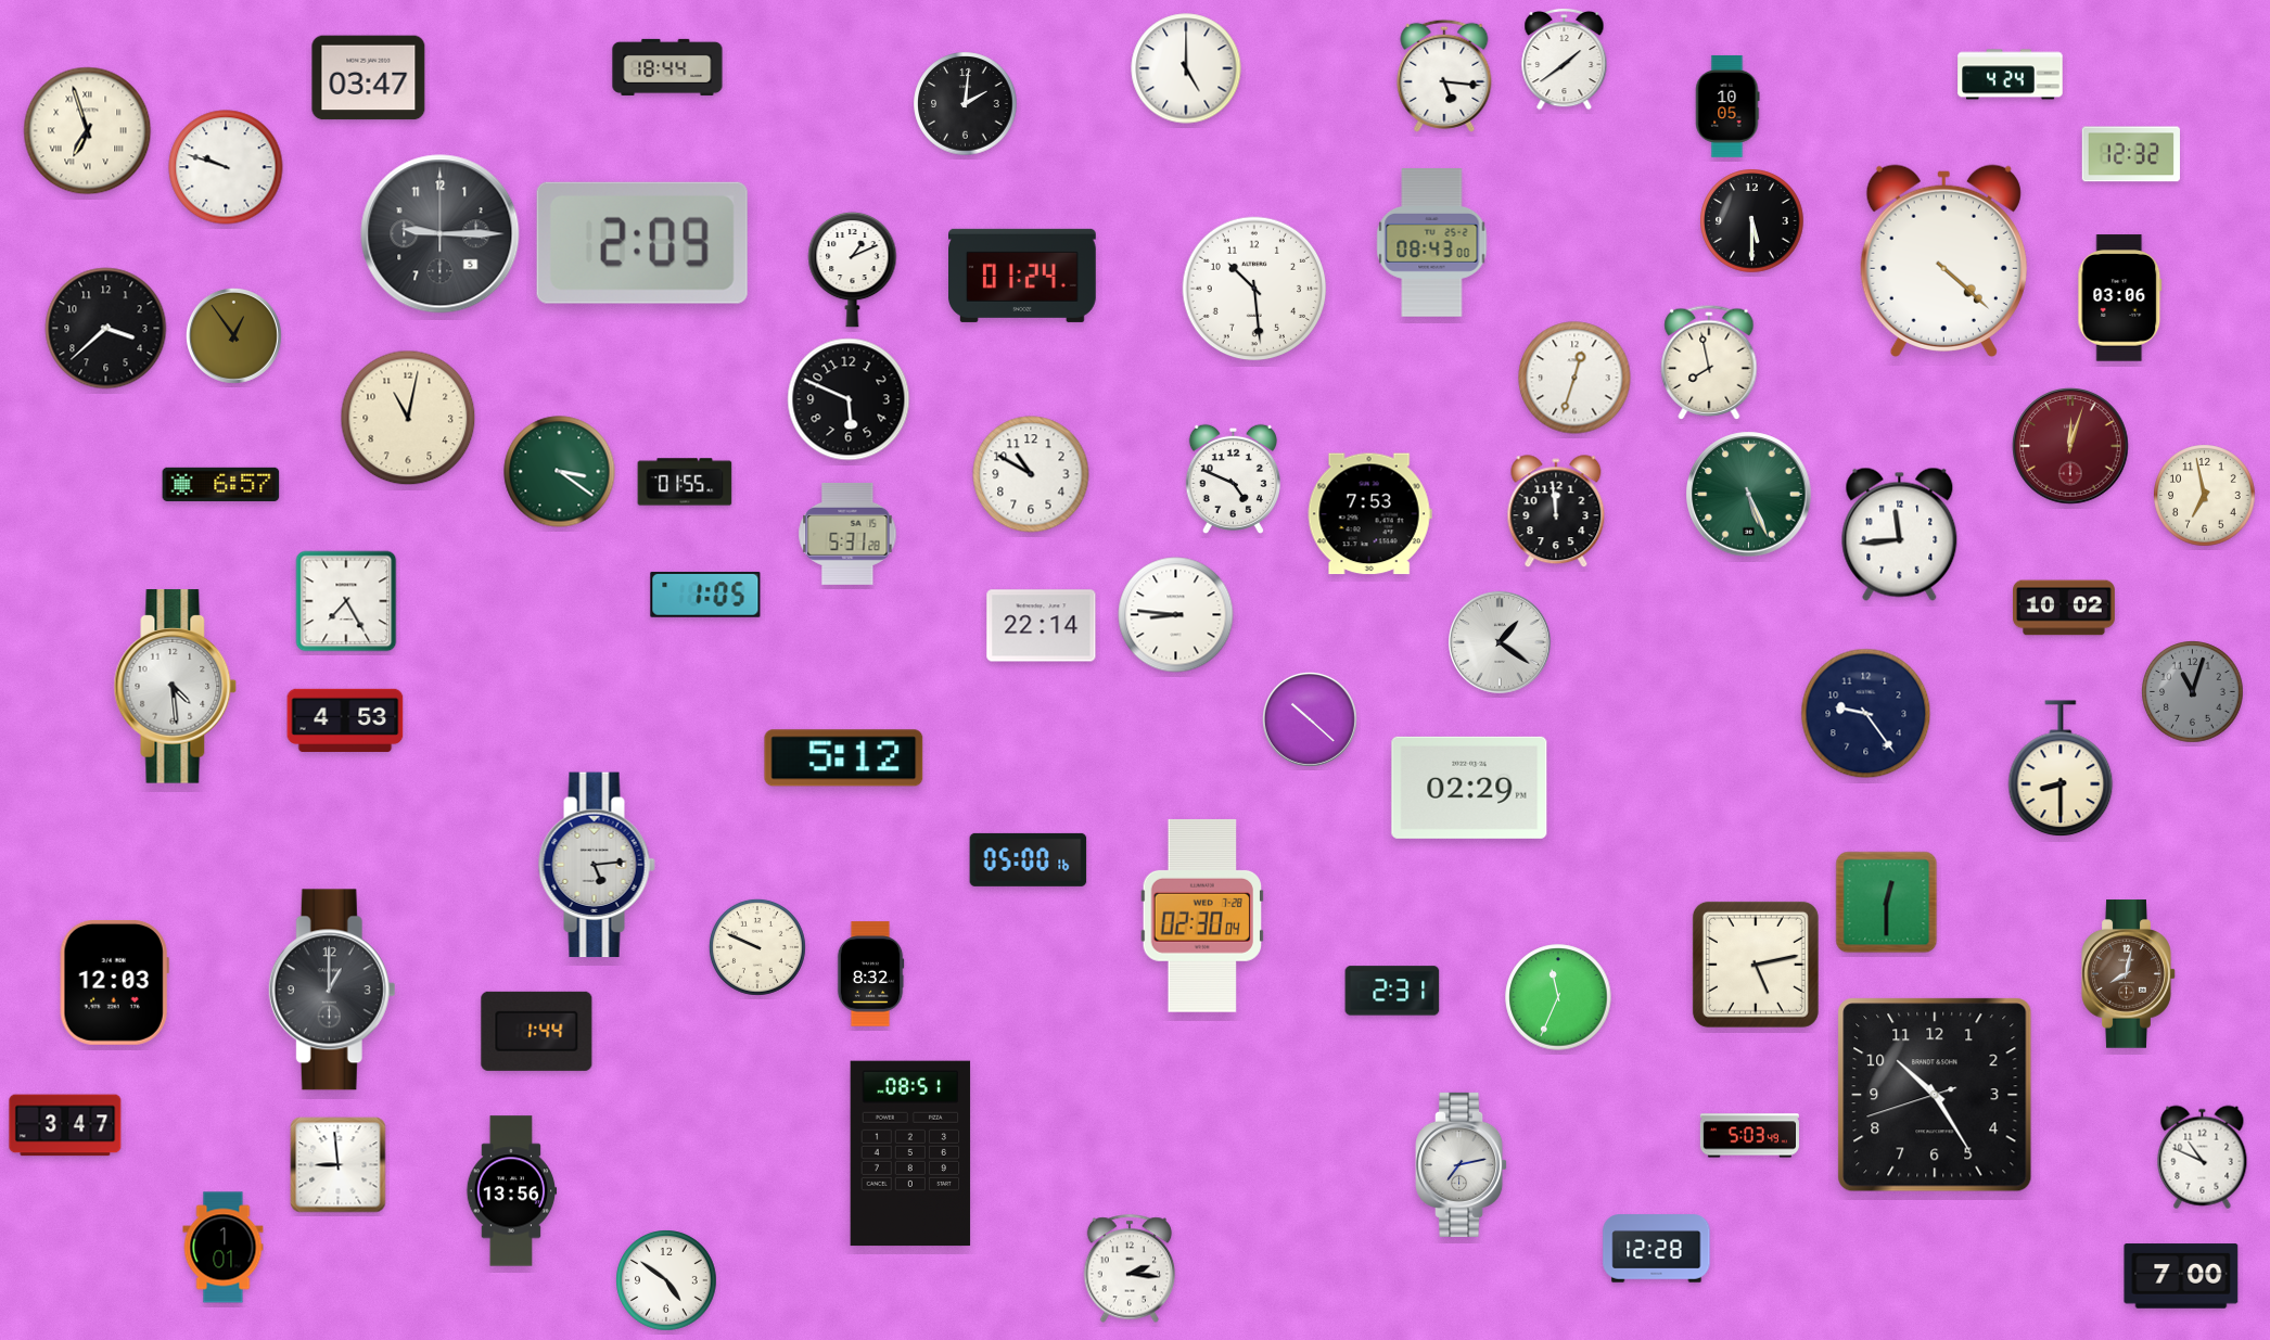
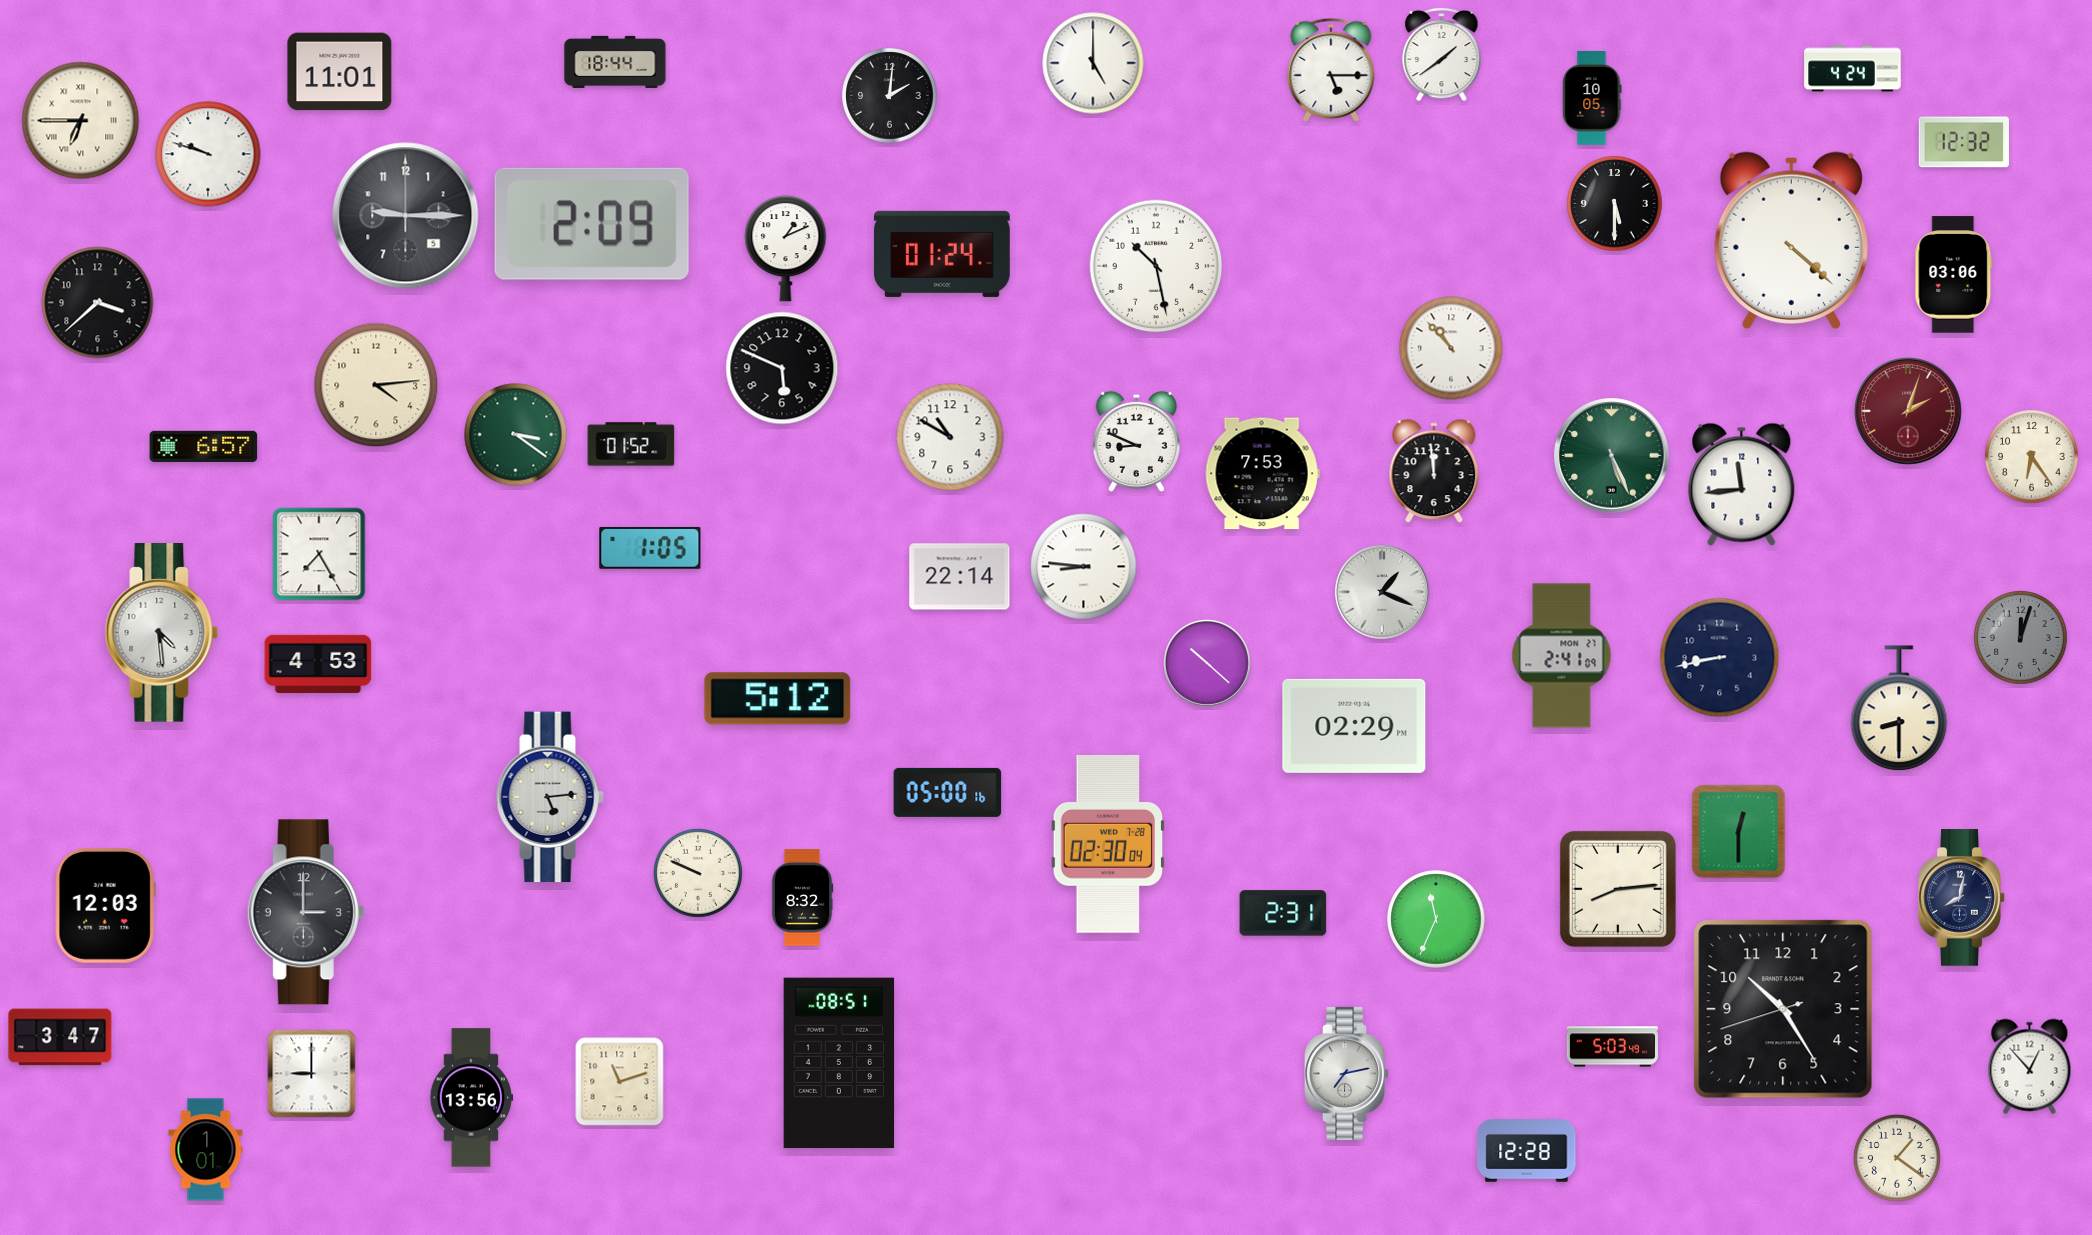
clock at (1444, 76): 5:16 -> 5:15
clock at (369, 78): 03:47 -> 11:01
clock at (88, 131): 6:57 -> 6:45
clock at (1432, 243): 08:43 -> none
clock at (1254, 289): 10:29 -> 10:28
clock at (233, 335): 12:54 -> none
clock at (1709, 362): 7:58 -> none
clock at (1574, 378): 12:33 -> 10:53
clock at (408, 418): 11:02 -> 4:14
clock at (2070, 446): 12:03 -> 2:03
clock at (1233, 478): 4:49 -> 8:49
clock at (685, 482): 01:55 -> 01:52
clock at (2205, 496): 6:58 -> 6:24
clock at (847, 534): 5:31 -> none
clock at (1900, 534) position: (1900, 534) -> (1742, 484)
clock at (2065, 608): 10:02 -> none
clock at (1501, 643): 1:21 -> 1:19
clock at (2193, 692): 11:03 -> 12:03
clock at (1562, 656): none -> 2:41
clock at (1866, 714): 9:24 -> 8:43
clock at (1756, 965): 5:13 -> 8:14
clock at (2129, 974) dial: brown -> navy
clock at (332, 990): 1:00 -> 3:00
clock at (537, 1031): 1:44 -> none
clock at (2203, 1158): 10:49 -> 12:53
clock at (339, 1165): 8:59 -> 9:00
clock at (620, 1082): none -> 11:12
clock at (1897, 1158): none -> 1:21
clock at (1130, 1268): 2:16 -> none
clock at (2181, 1276): 7:00 -> none
clock at (666, 1280): 4:51 -> none
